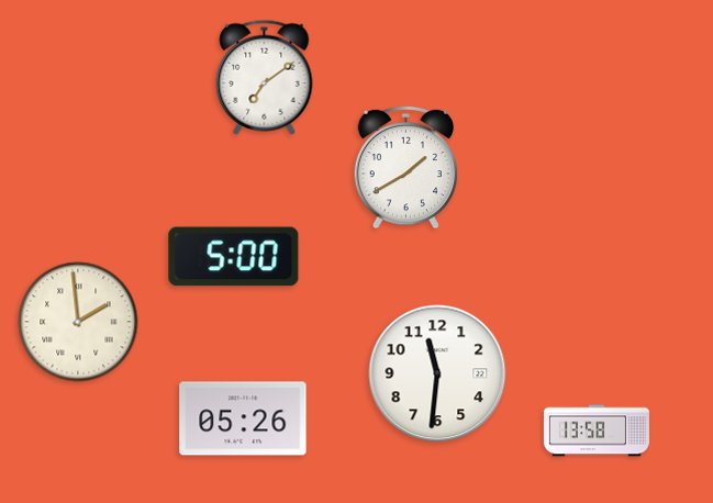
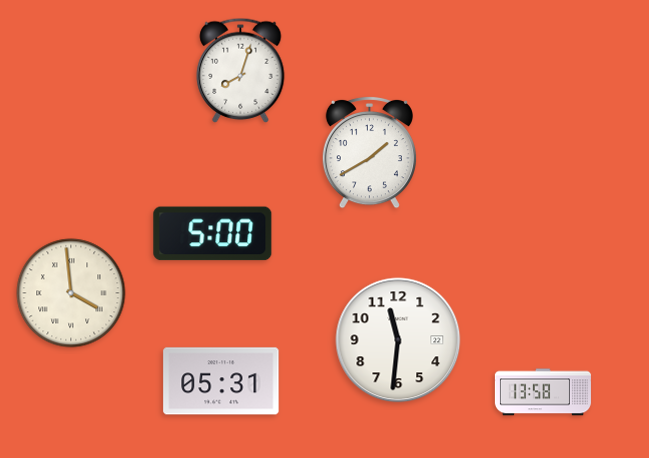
clock at (265, 77): 7:09 -> 8:03
clock at (78, 322): 1:59 -> 3:59
clock at (243, 418): 05:26 -> 05:31
